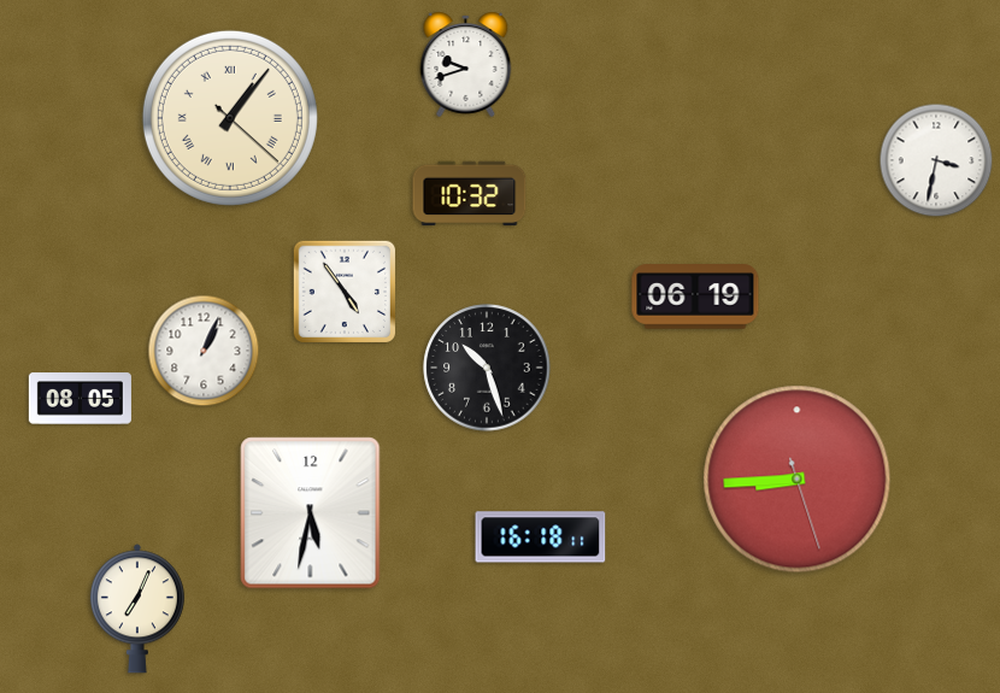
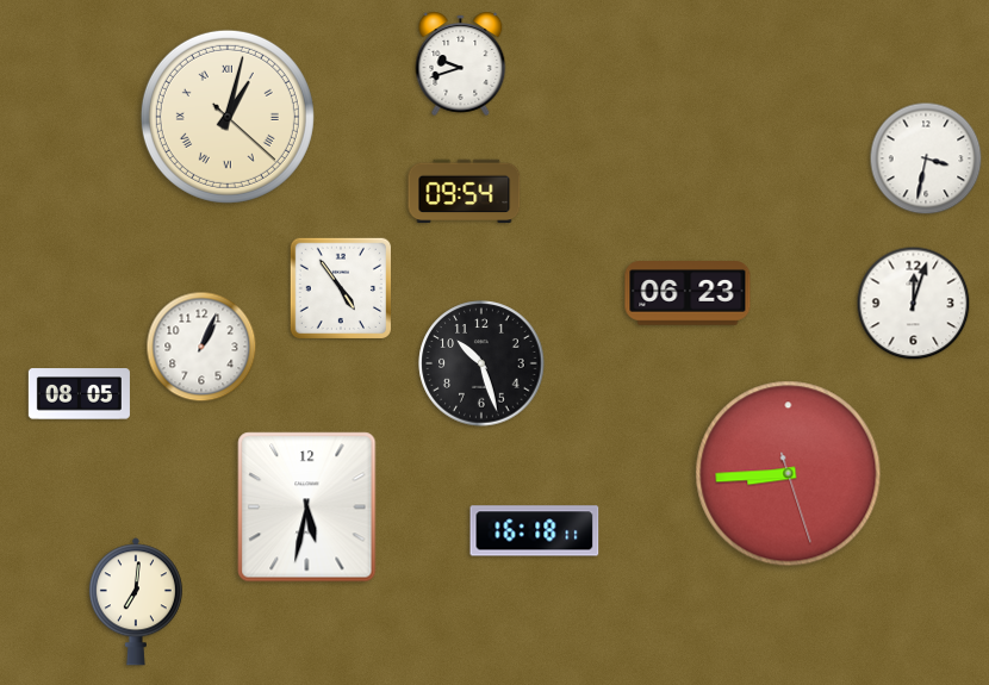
clock at (230, 118): 1:06 -> 1:02
clock at (470, 194): 10:32 -> 09:54
clock at (695, 296): 06:19 -> 06:23
clock at (914, 304): none -> 12:03
clock at (137, 609): 7:04 -> 7:01
